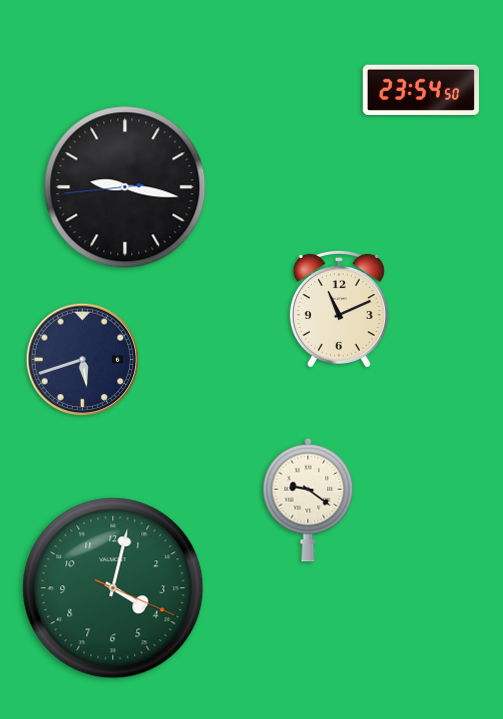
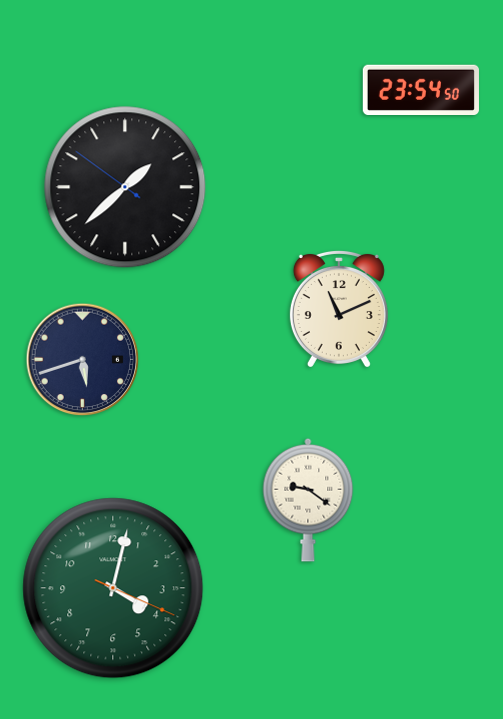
clock at (125, 187): 9:16 -> 1:37
